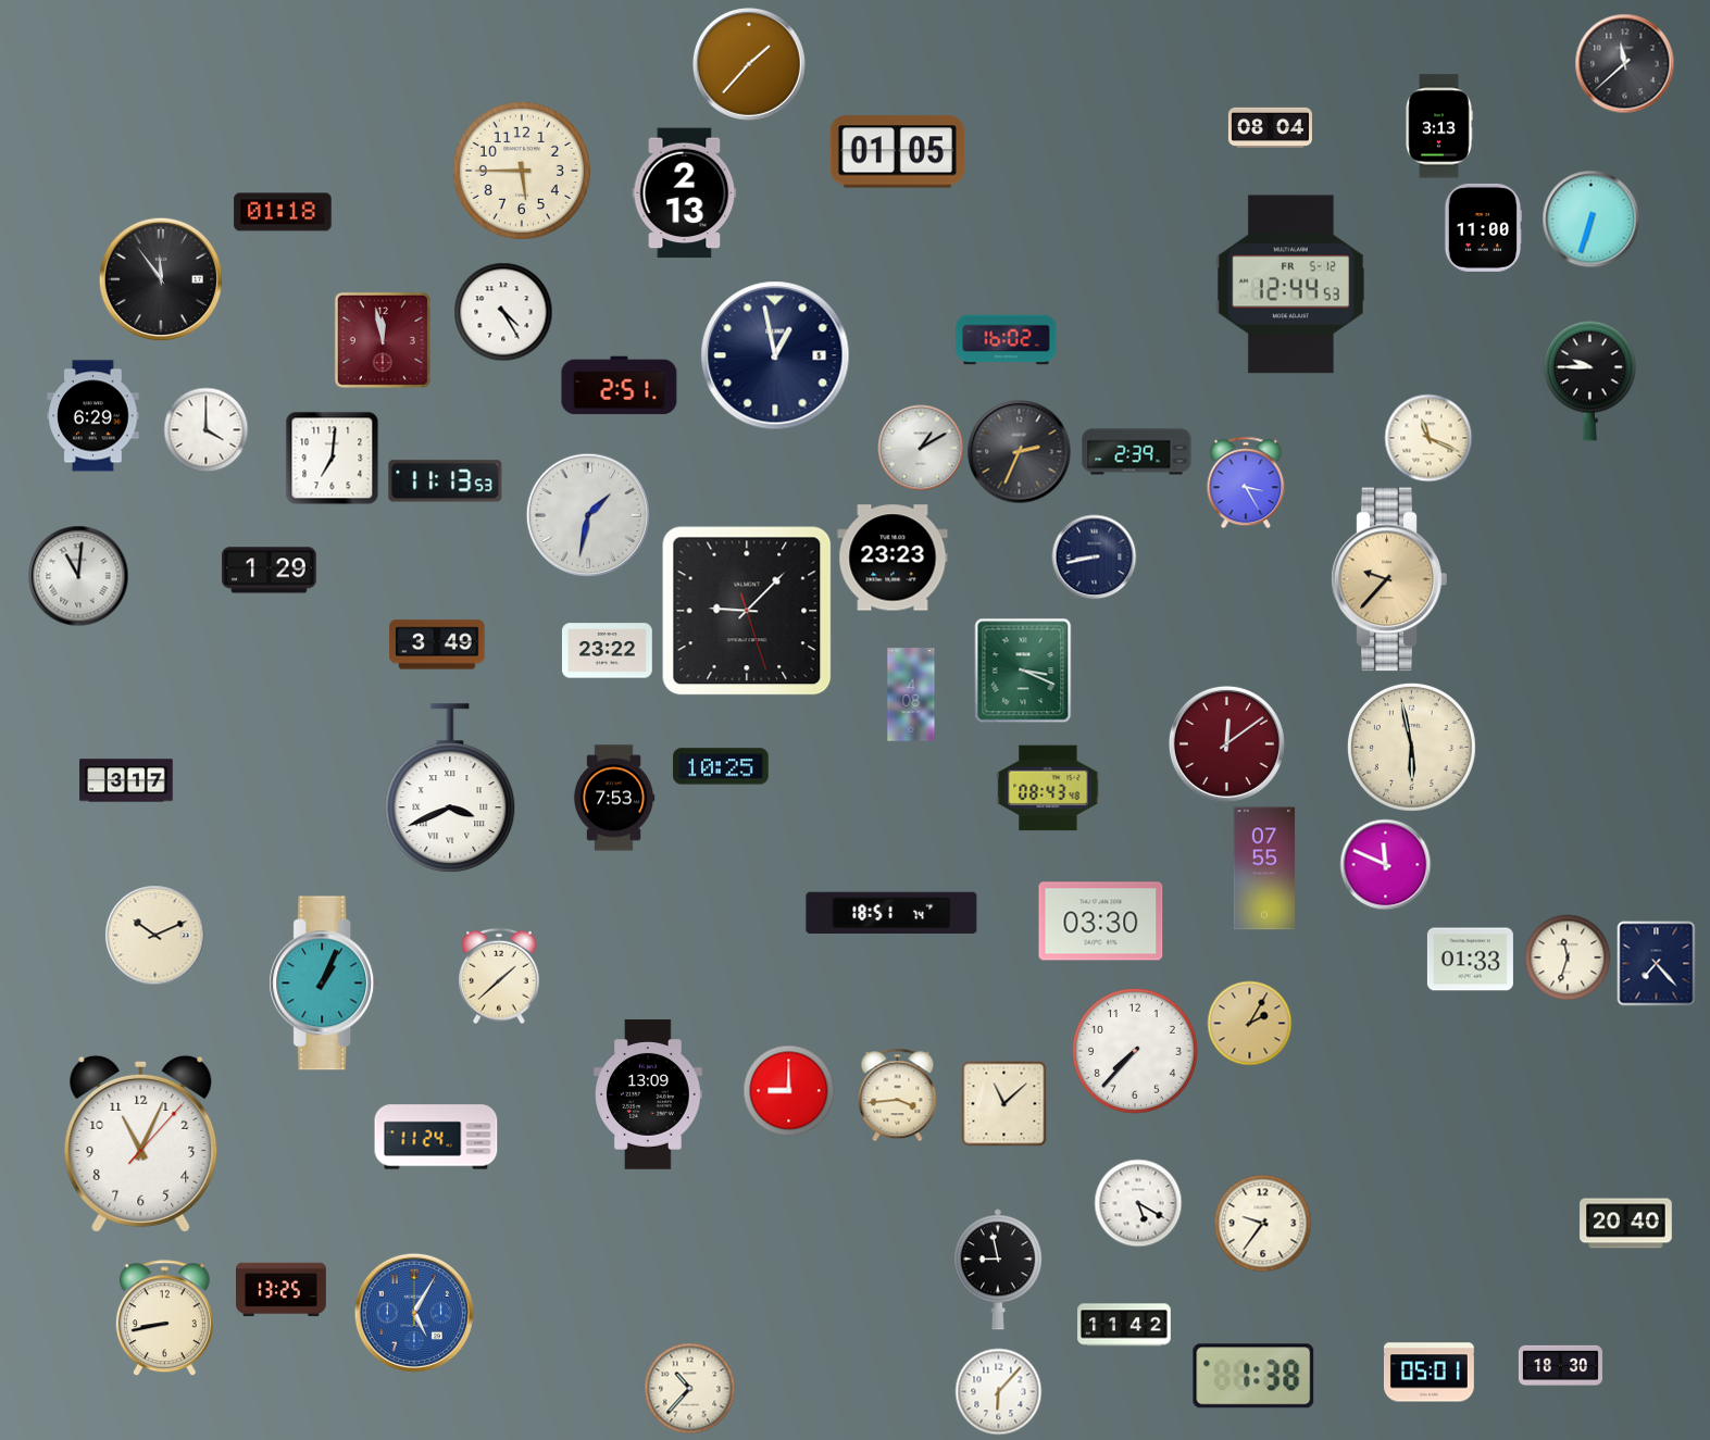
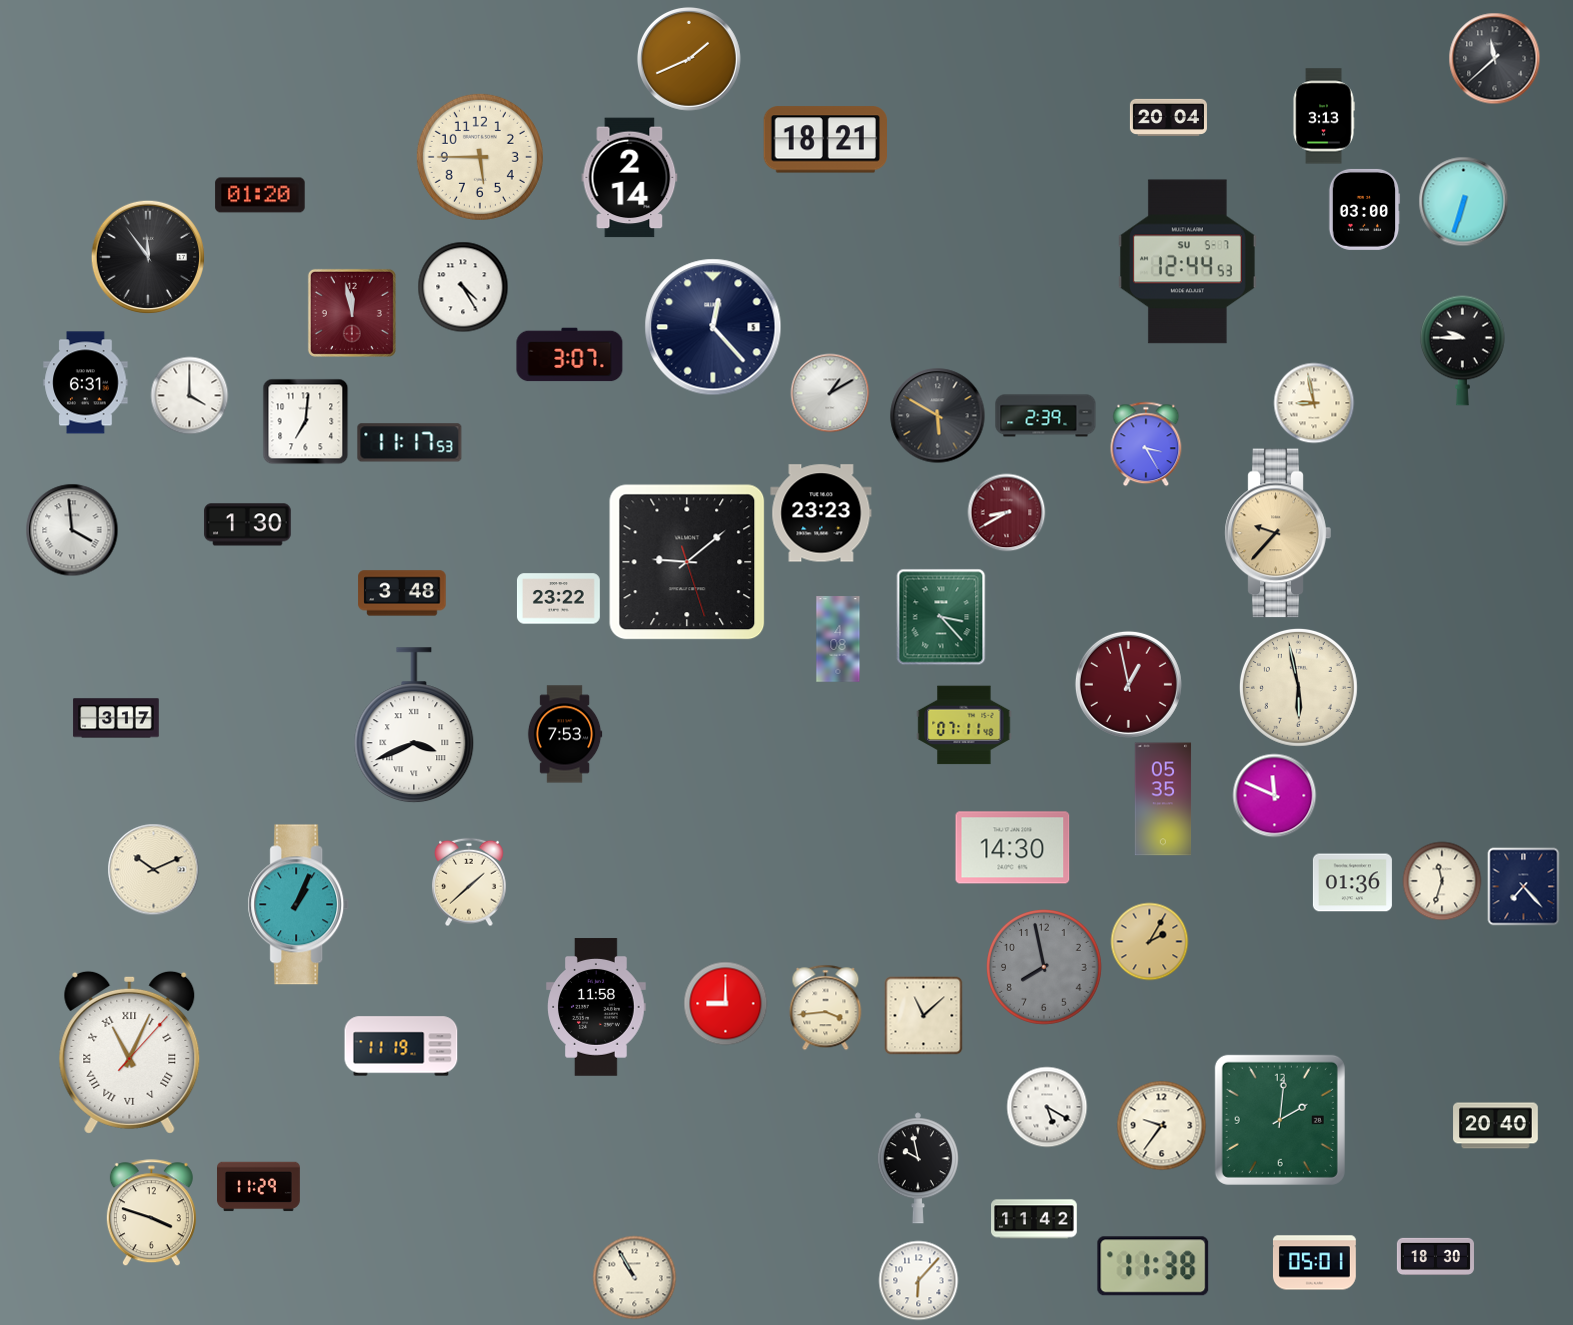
clock at (749, 64): 1:37 -> 1:41
clock at (1270, 127): 08:04 -> 20:04
clock at (897, 152): 01:05 -> 18:21
clock at (685, 193): 2:13 -> 2:14
clock at (283, 212): 01:18 -> 01:20
clock at (1483, 227): 11:00 -> 03:00
clock at (1290, 285) date: FR 5-12 -> SU 5-7
clock at (1007, 340): 16:02 -> none
clock at (775, 355): 12:58 -> 12:23
clock at (620, 386): 2:51 -> 3:07
clock at (93, 416): 6:29 -> 6:31
clock at (1428, 438): 11:19 -> 8:58
clock at (921, 448) position: (921, 448) -> (830, 393)
clock at (1019, 451): 2:34 -> 5:50
clock at (446, 481): 11:13 -> 11:17
clock at (587, 514): 1:32 -> none
clock at (1094, 556): 8:43 -> 8:40
clock at (1094, 556) dial: navy -> burgundy
clock at (270, 571): 1:29 -> 1:30
clock at (78, 576): 11:01 -> 3:59
clock at (747, 611): 9:07 -> 9:08
clock at (437, 644): 3:49 -> 3:48
clock at (1023, 671): 3:19 -> 3:23
clock at (1226, 743): 12:09 -> 12:58
clock at (721, 766): 10:25 -> none
clock at (1048, 788): 08:43 -> 07:11
clock at (1264, 868): 07:55 -> 05:35
clock at (891, 913): 18:51 -> none
clock at (1101, 922): 03:30 -> 14:30
clock at (154, 935) position: (154, 935) -> (153, 869)
clock at (1470, 960): 01:33 -> 01:36
clock at (500, 976) position: (500, 976) -> (470, 882)
clock at (1136, 1052): 7:37 -> 7:58
clock at (1136, 1052) dial: white -> grey
clock at (648, 1094): 13:09 -> 11:58
clock at (436, 1137): 11:24 -> 11:19
clock at (141, 1143) numerals: Arabic -> Roman
clock at (1280, 1120): none -> 2:01
clock at (998, 1269): 8:58 -> 9:58
clock at (282, 1290): 13:25 -> 11:29
clock at (414, 1313): 5:05 -> none
clock at (164, 1318): 8:43 -> 3:48
clock at (1253, 1376): 1:38 -> 11:38
clock at (689, 1388): 10:37 -> 10:55
